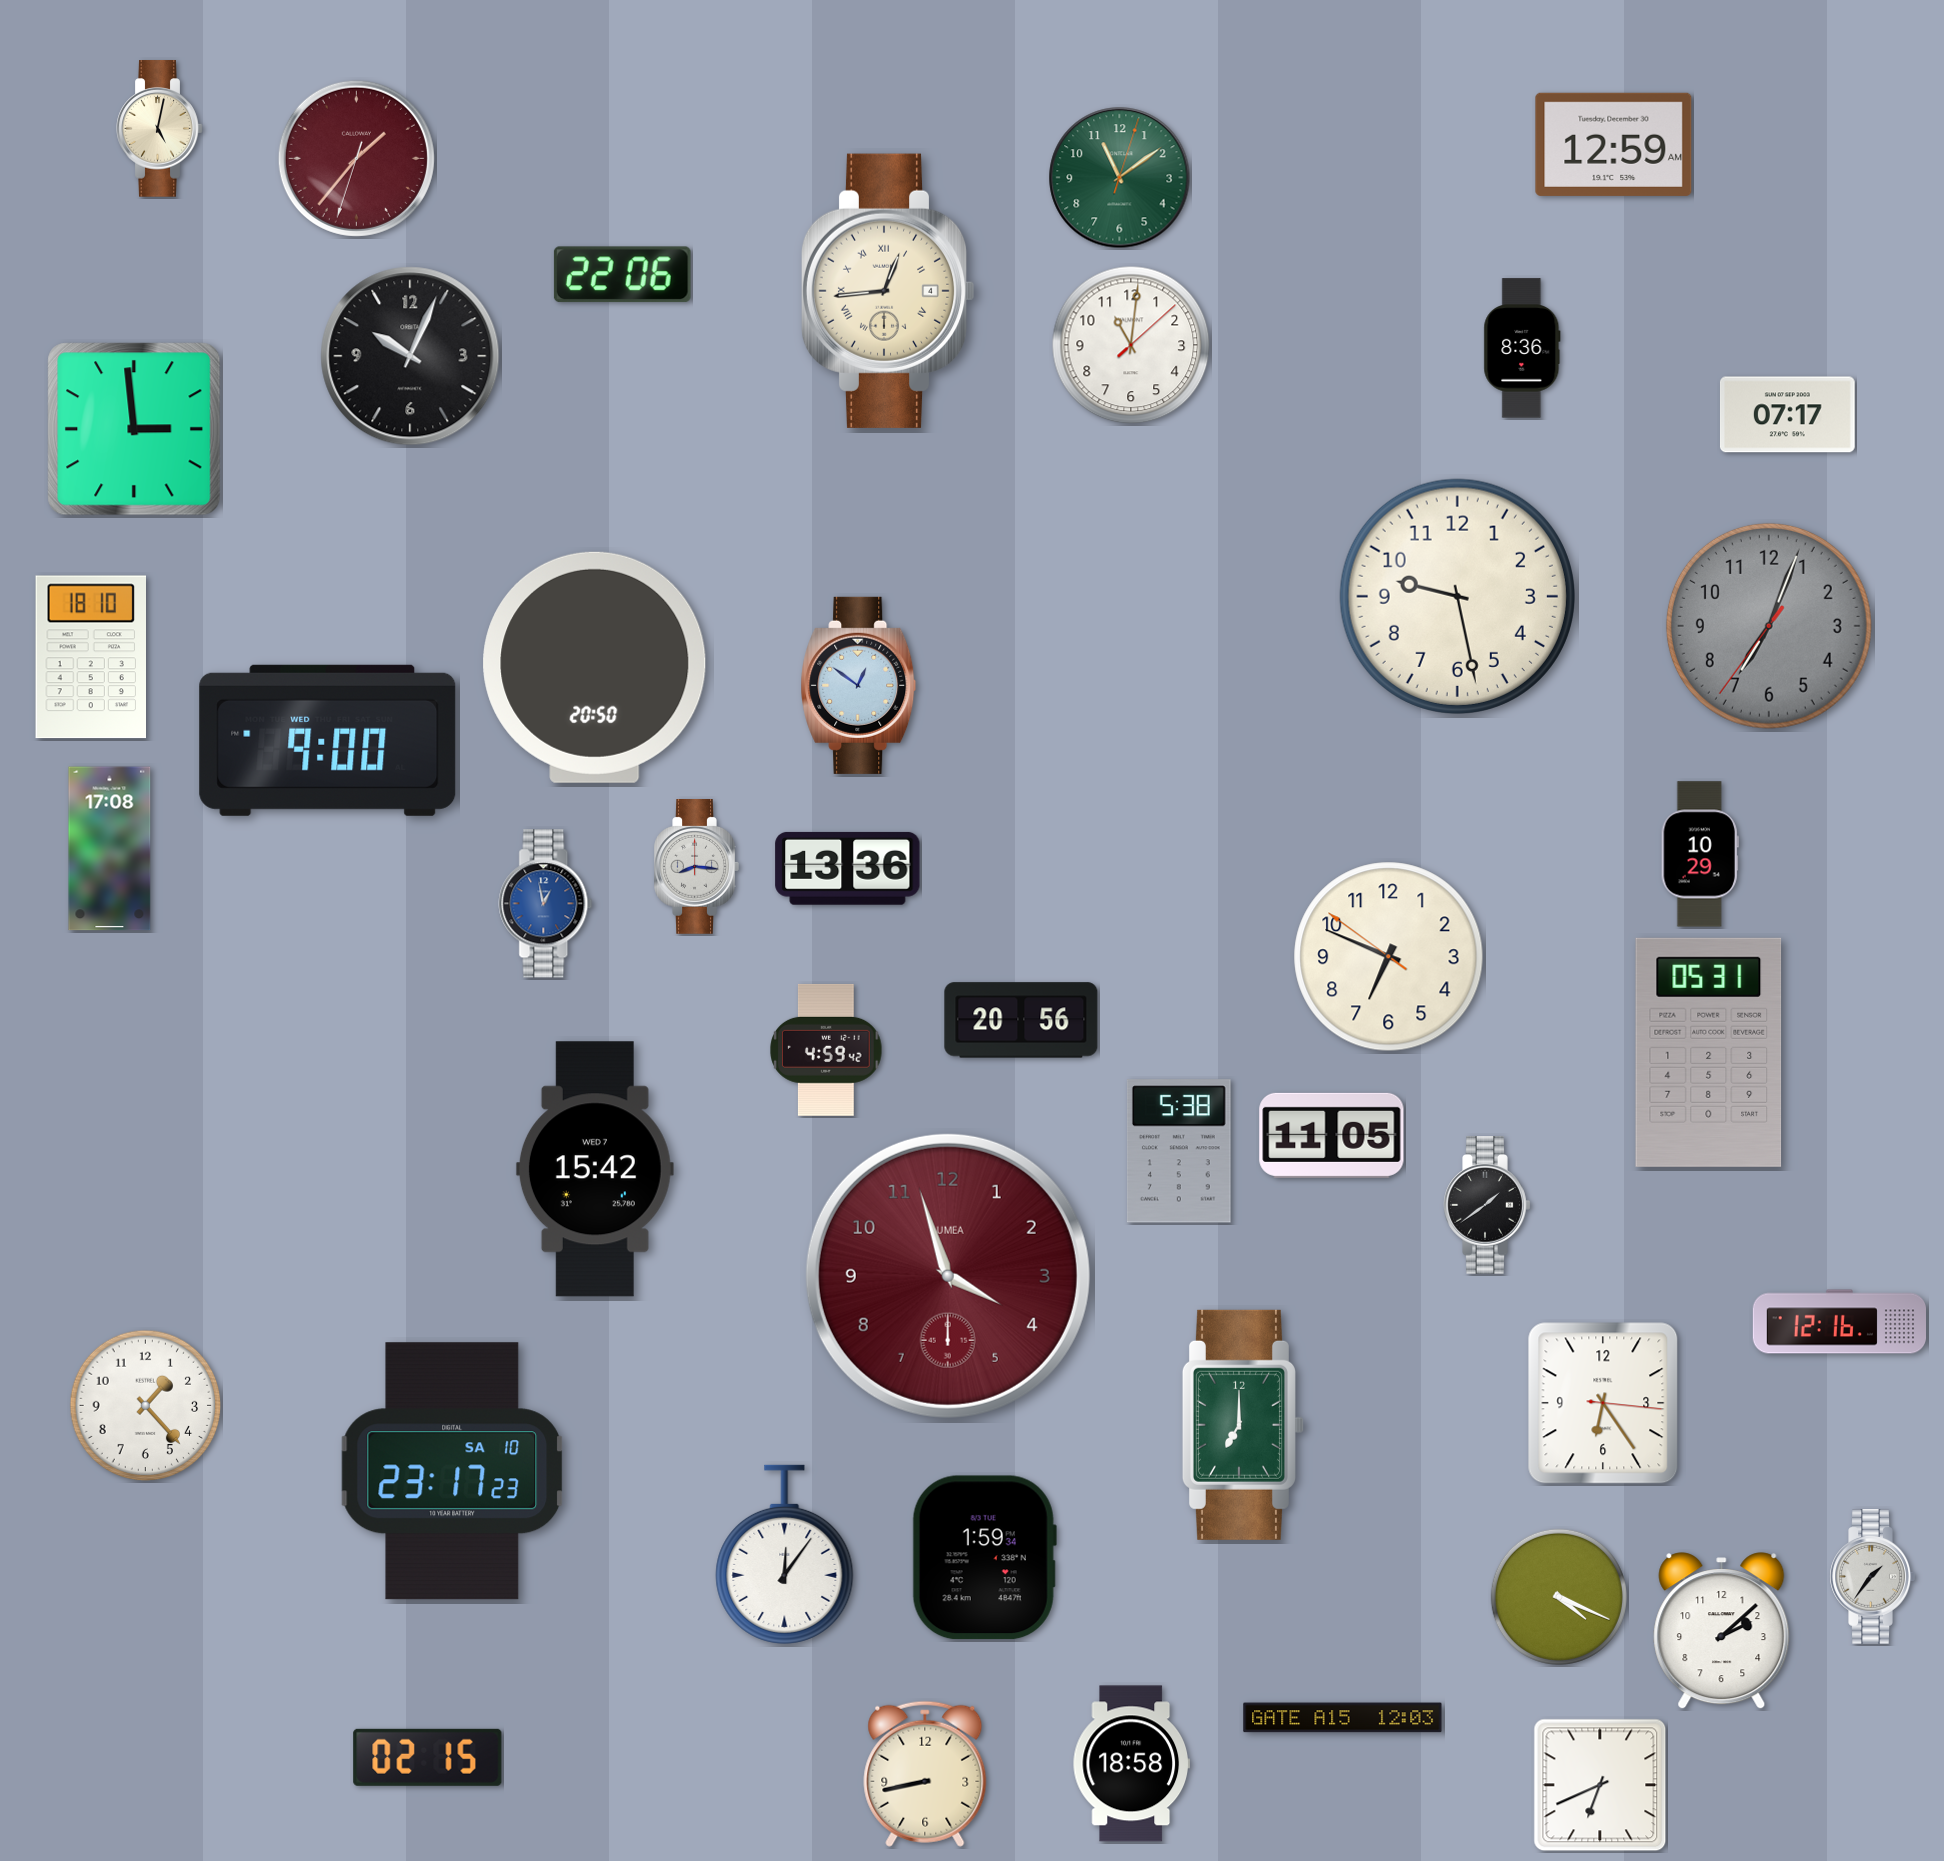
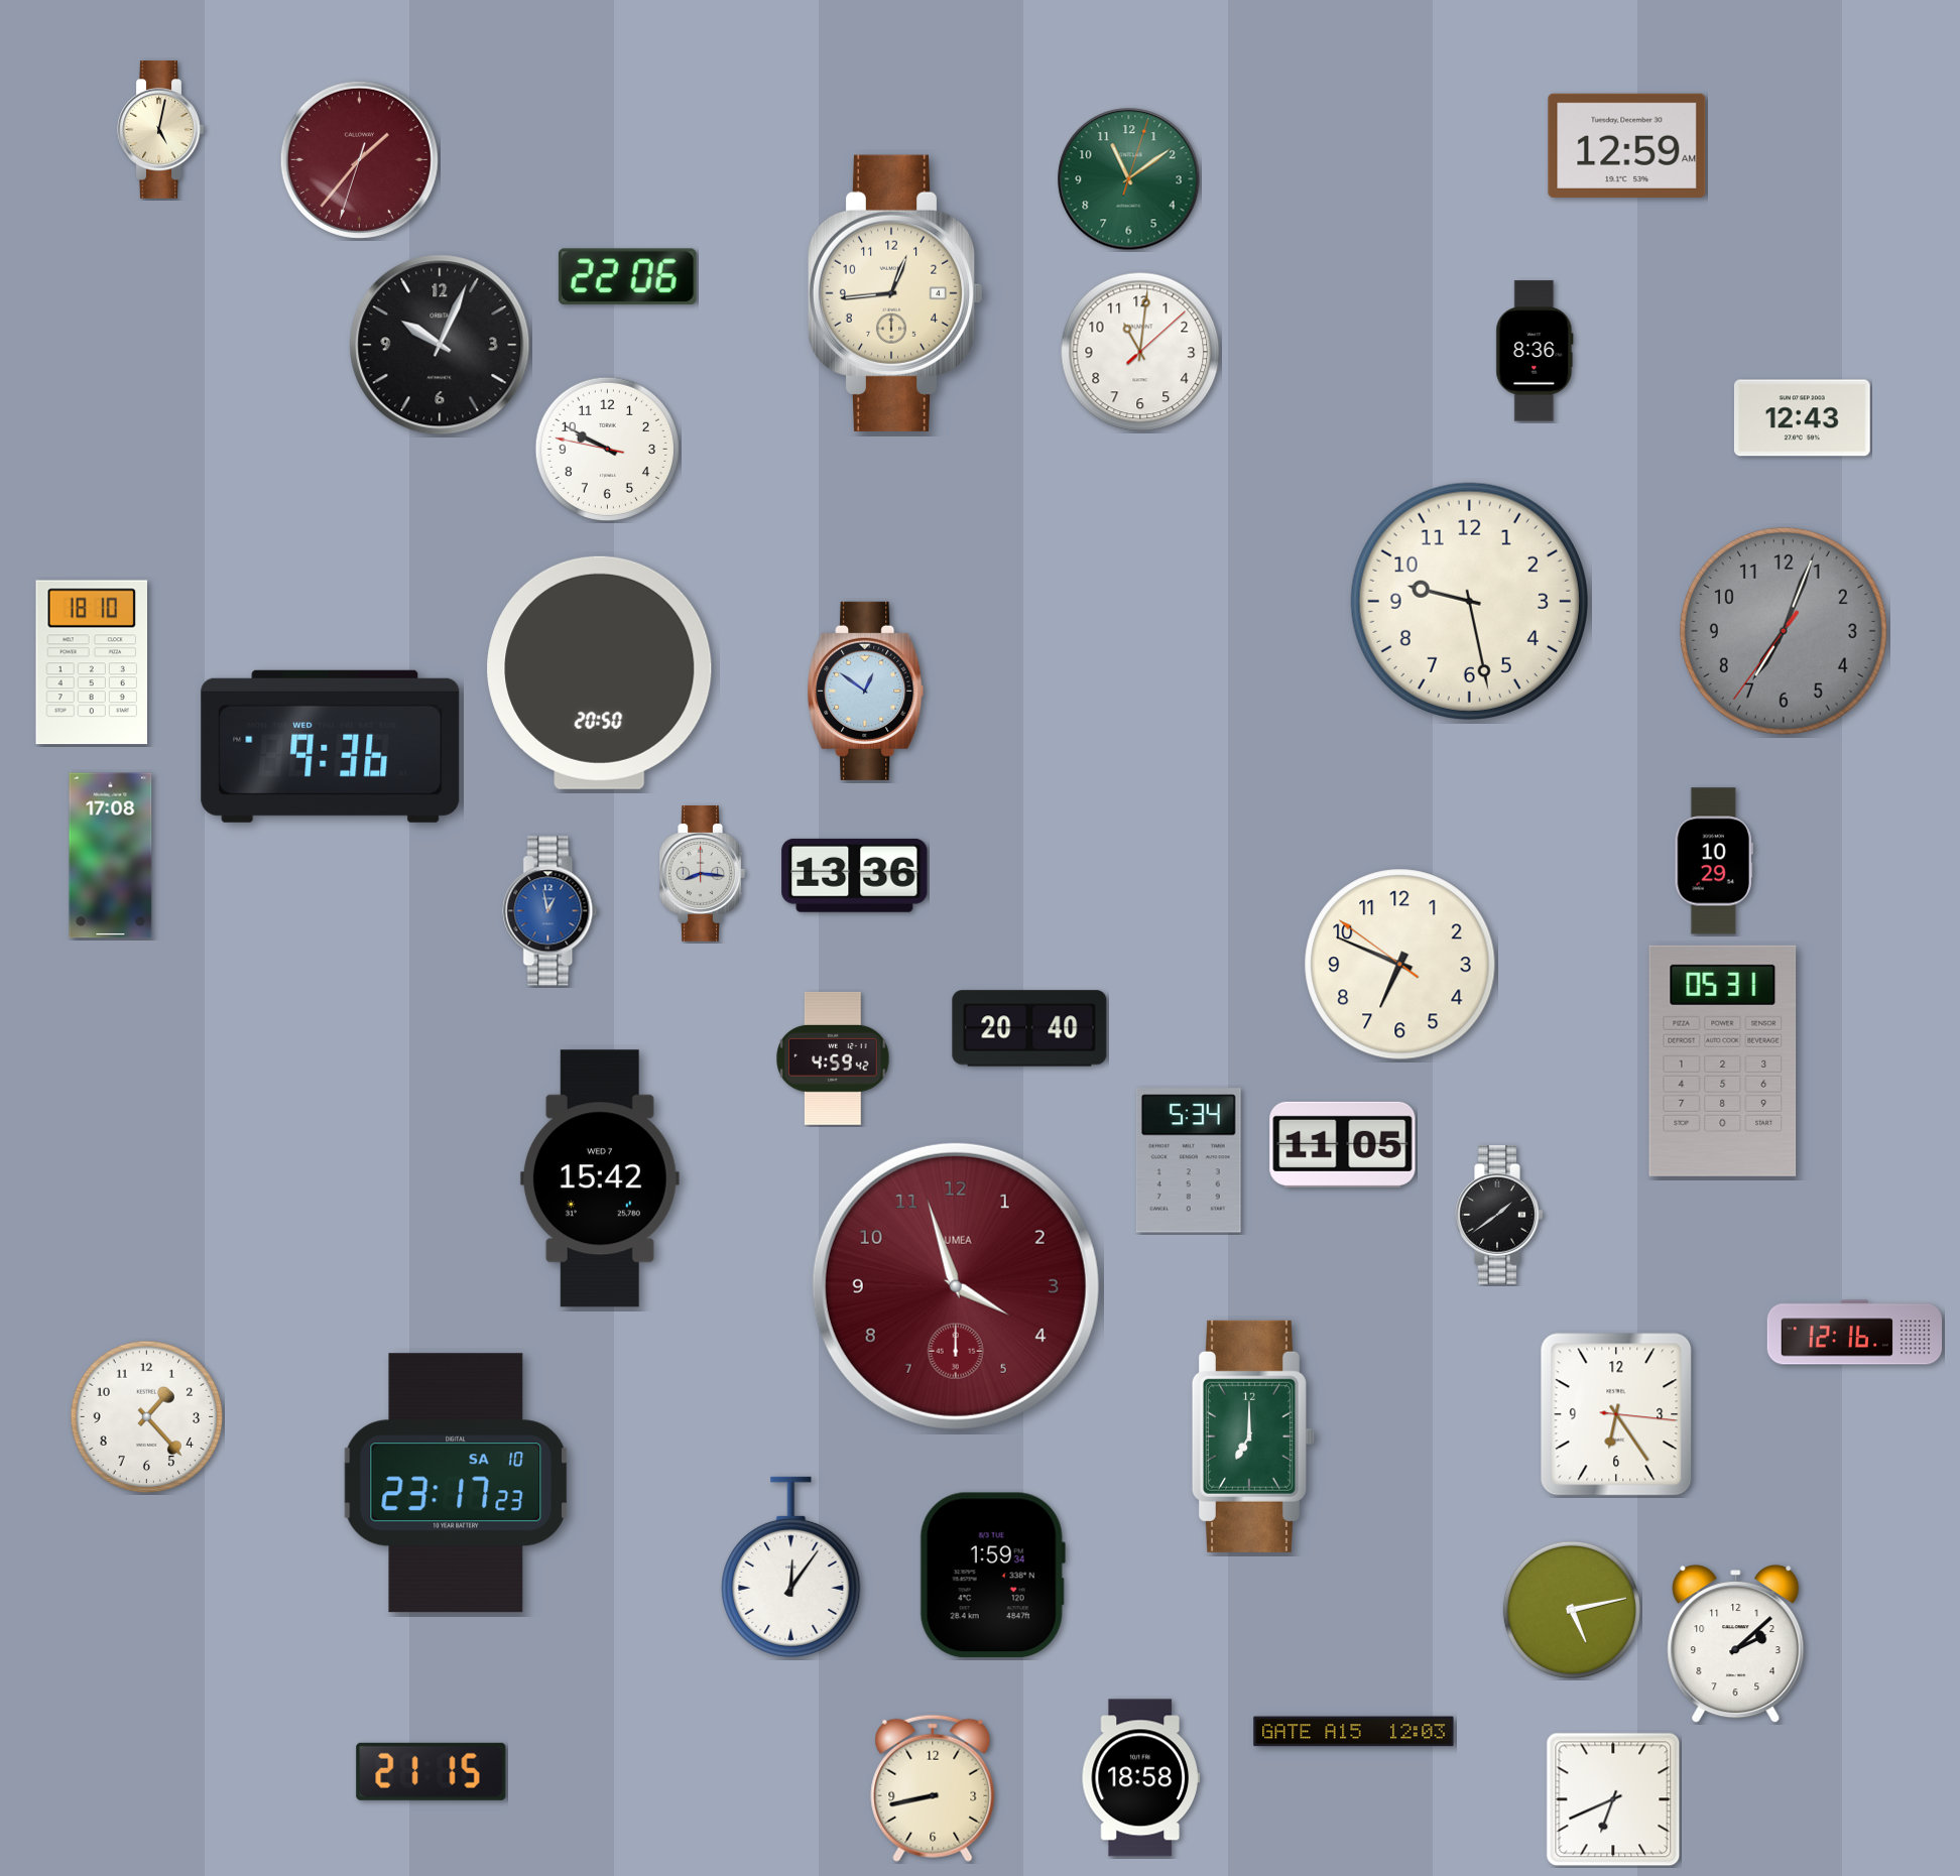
clock at (888, 291) numerals: Roman -> Arabic
clock at (1131, 345) position: (1131, 345) -> (1140, 352)
clock at (410, 356) position: (410, 356) -> (440, 345)
clock at (1787, 415): 07:17 -> 12:43
clock at (134, 429): 2:59 -> none
clock at (607, 449): none -> 9:49
clock at (328, 740): 9:00 -> 9:36
clock at (1021, 1020): 20:56 -> 20:40
clock at (1179, 1151): 5:38 -> 5:34
clock at (984, 1558) position: (984, 1558) -> (992, 1576)
clock at (1872, 1577): 1:36 -> none
clock at (1559, 1597): 4:19 -> 5:13
clock at (428, 1757): 02:15 -> 21:15
